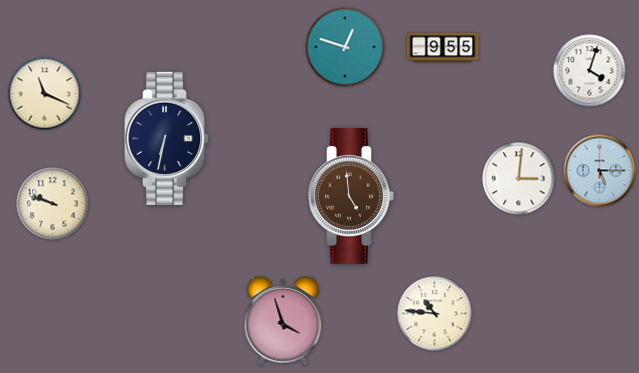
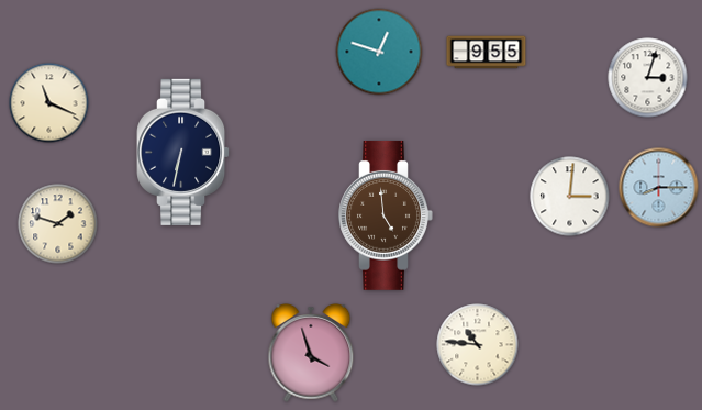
clock at (590, 71): 4:03 -> 3:03
clock at (600, 171): 5:15 -> 8:15
clock at (53, 204): 9:48 -> 1:48
